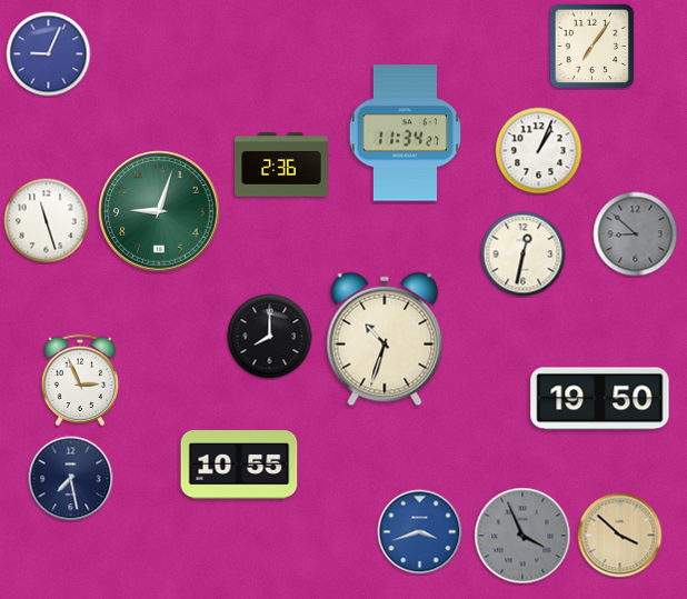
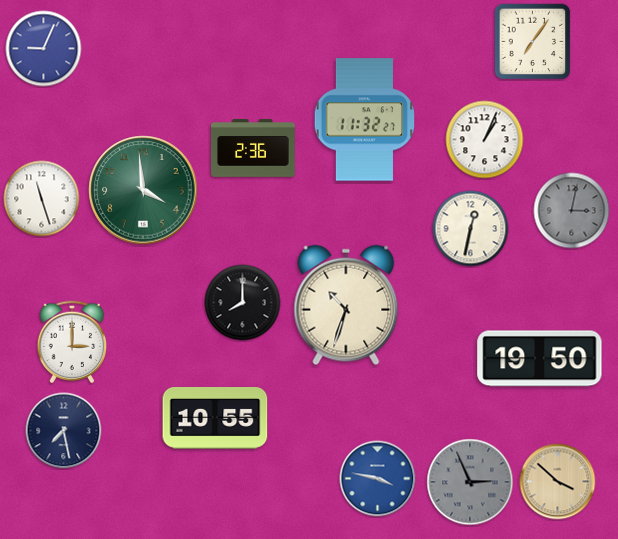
clock at (405, 133): 11:34 -> 11:32
clock at (539, 151) position: (539, 151) -> (485, 140)
clock at (159, 211): 9:03 -> 3:59
clock at (636, 234): 8:52 -> 3:02
clock at (80, 380): 2:56 -> 3:00
clock at (420, 532): 3:42 -> 3:47
clock at (522, 536): 3:56 -> 2:56
